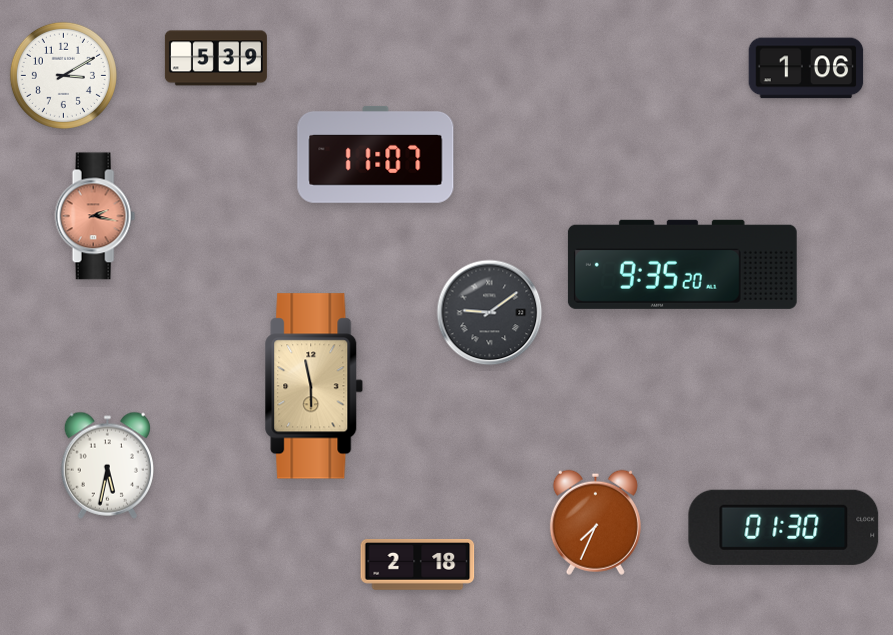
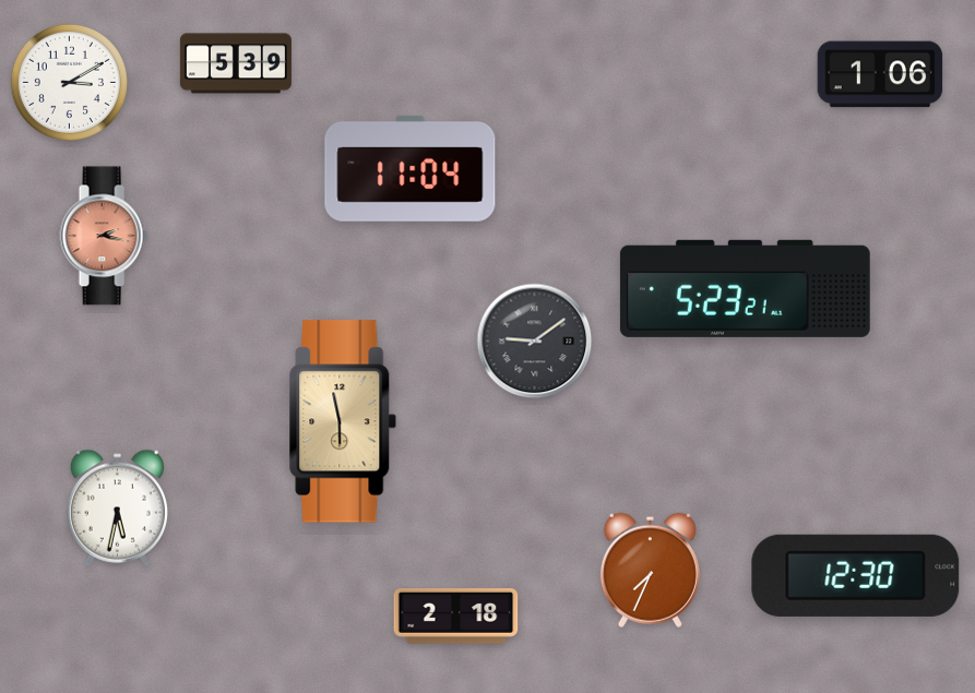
clock at (376, 154): 11:07 -> 11:04
clock at (682, 264): 9:35 -> 5:23
clock at (784, 527): 01:30 -> 12:30
